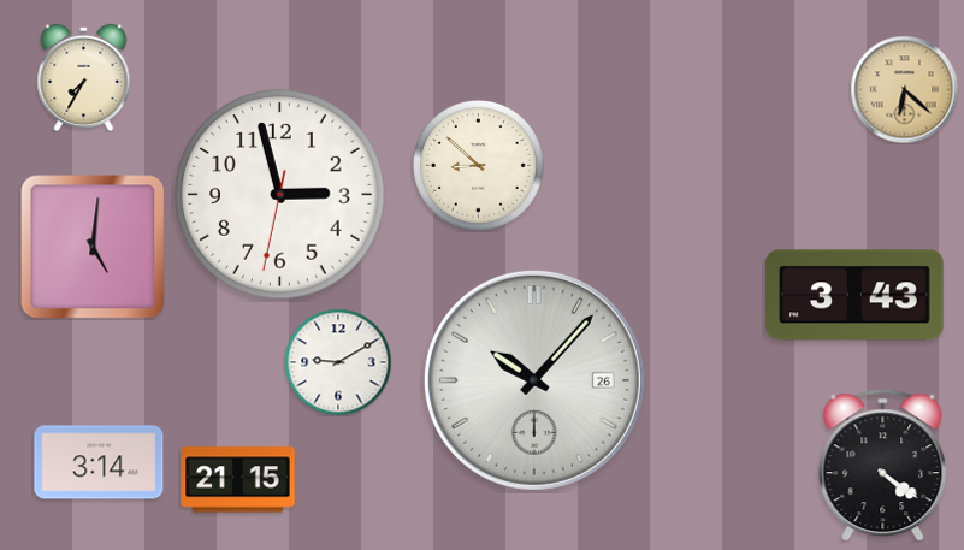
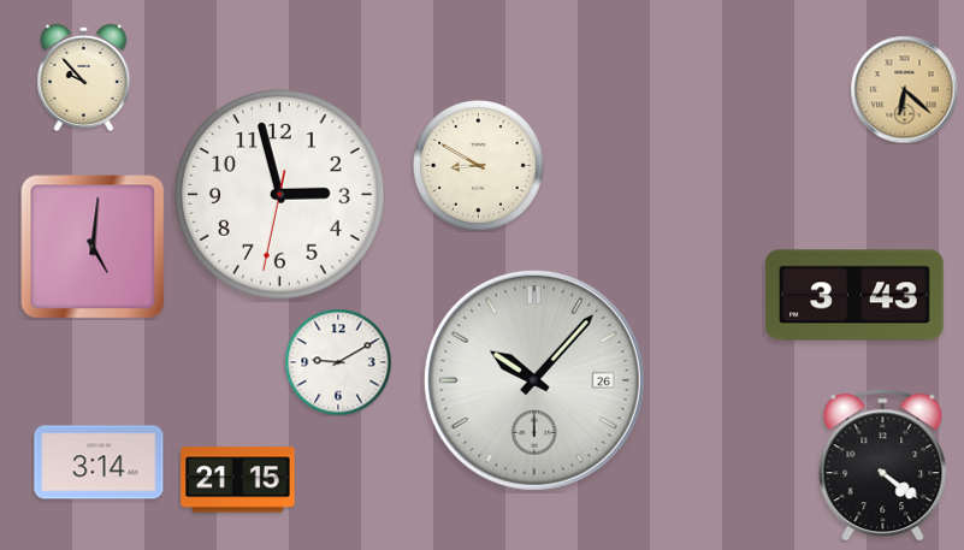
clock at (84, 77): 7:35 -> 9:53
clock at (478, 165): 8:52 -> 8:50
